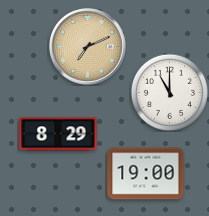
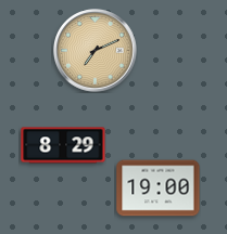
clock at (169, 92): 11:00 -> none
